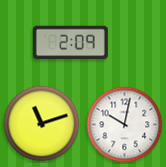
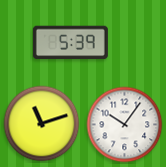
clock at (70, 43): 2:09 -> 5:39
clock at (125, 125): 10:02 -> 10:06
